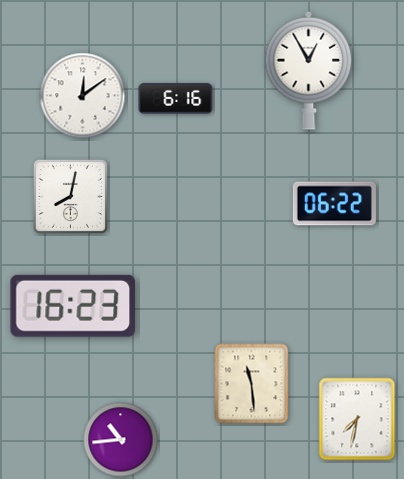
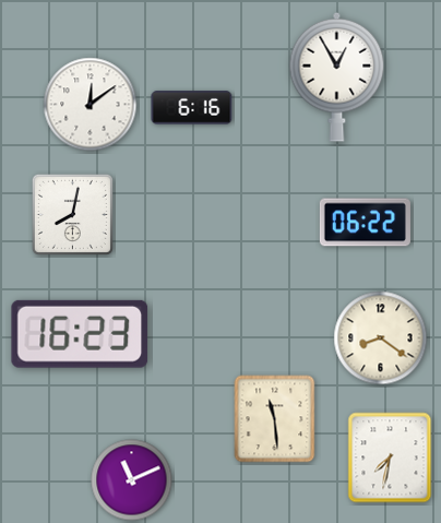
clock at (70, 196) position: (70, 196) -> (72, 214)
clock at (381, 338): none -> 8:21
clock at (121, 440): 10:44 -> 11:11
